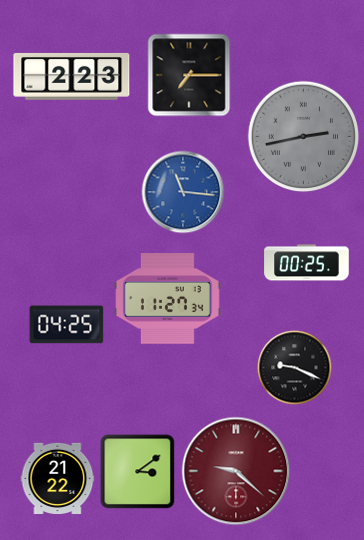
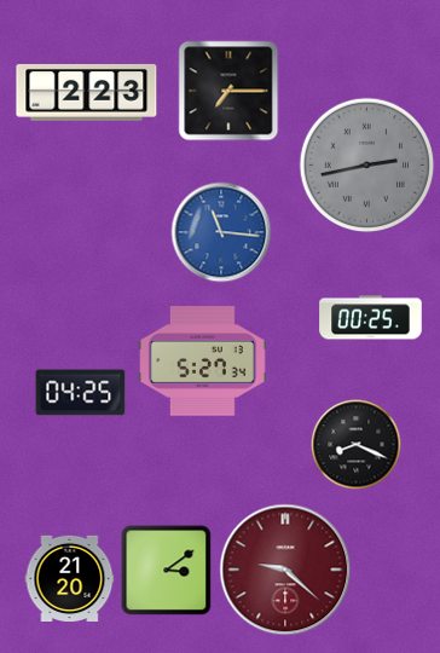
clock at (168, 299): 11:27 -> 5:27
clock at (295, 368): 9:19 -> 8:19
clock at (58, 478): 21:22 -> 21:20
